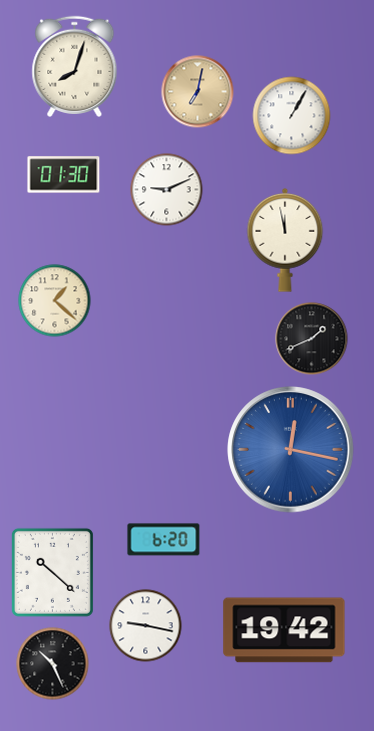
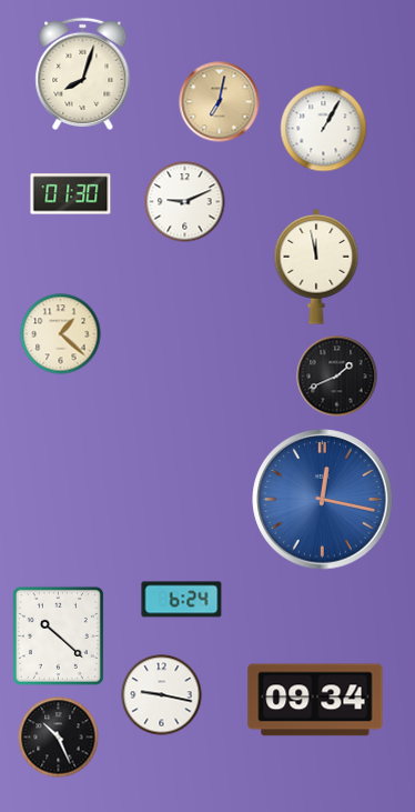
clock at (167, 190) position: (167, 190) -> (185, 202)
clock at (312, 339) position: (312, 339) -> (337, 377)
clock at (164, 540): 6:20 -> 6:24
clock at (284, 630): 19:42 -> 09:34
